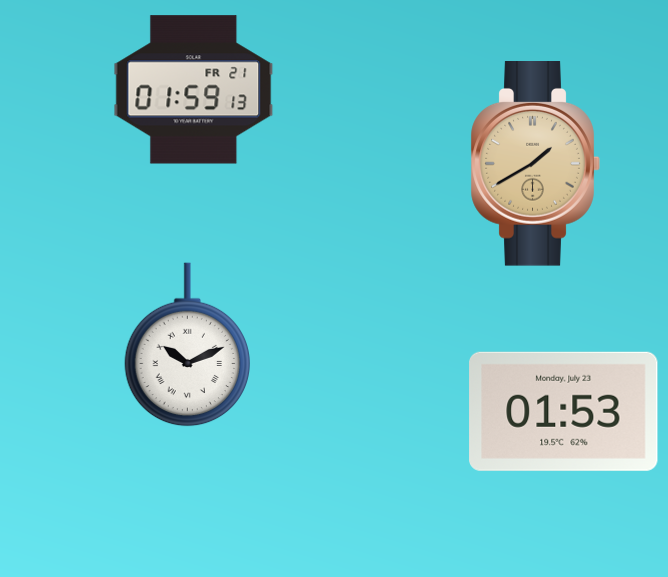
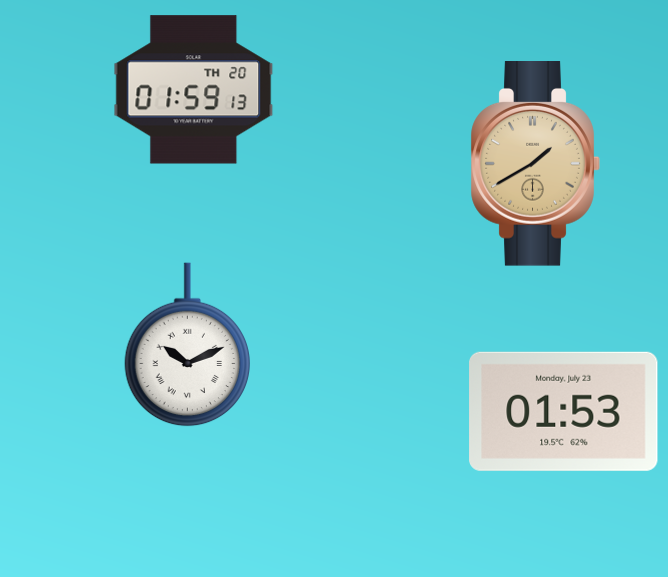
clock at (194, 90) date: FR 21 -> TH 20
